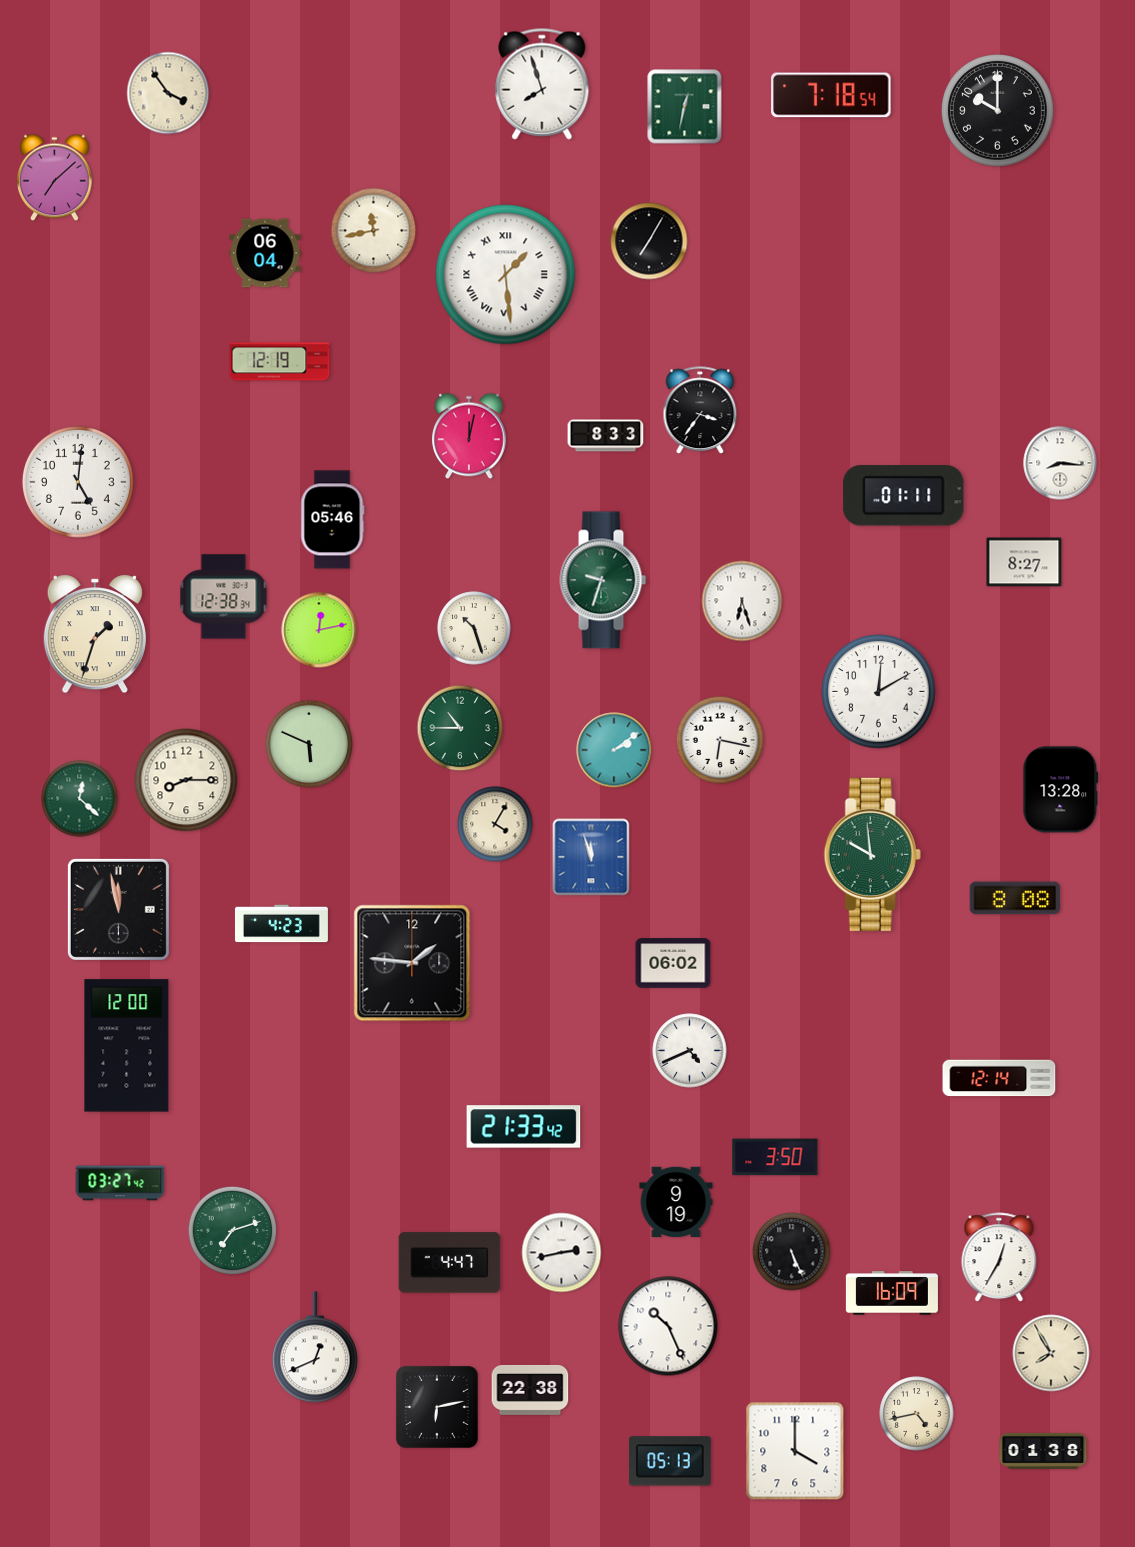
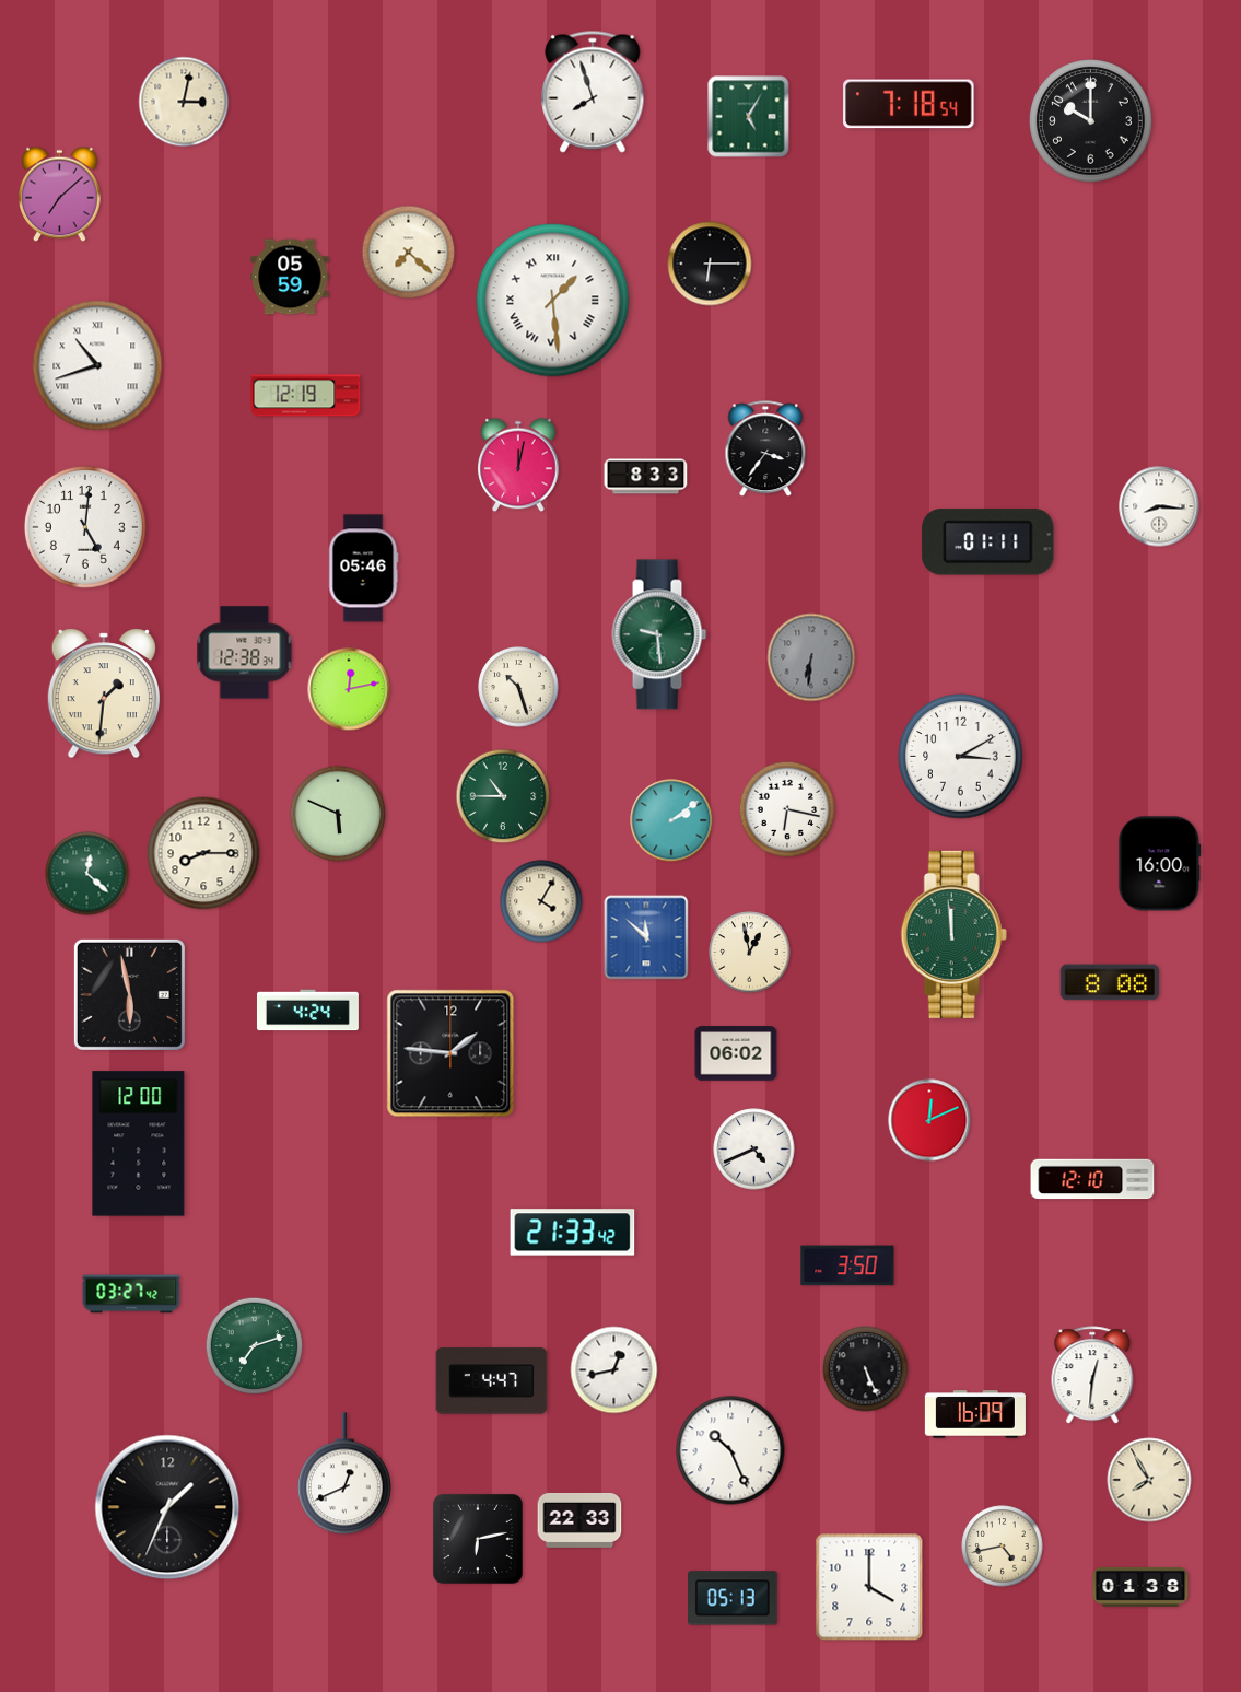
clock at (168, 93): 3:54 -> 3:02
clock at (685, 107): 12:32 -> 5:05
clock at (374, 231): 11:43 -> 7:22
clock at (649, 241): 7:05 -> 6:15
clock at (265, 253): 06:04 -> 05:59
clock at (97, 365): none -> 10:42
clock at (469, 436) position: (469, 436) -> (518, 465)
clock at (606, 436) position: (606, 436) -> (646, 477)
clock at (1024, 562): 8:27 -> none
clock at (603, 580): 9:33 -> 9:29
clock at (742, 601): 6:27 -> 6:31
clock at (742, 601) dial: white -> grey
clock at (95, 634): 1:33 -> 1:31
clock at (879, 692): 12:10 -> 3:10
clock at (1061, 790): 13:28 -> 16:00
clock at (872, 854): 9:59 -> 11:59
clock at (591, 857): 11:57 -> 11:52
clock at (750, 953): none -> 12:58
clock at (118, 909): 11:58 -> 5:58
clock at (281, 924): 4:23 -> 4:24
clock at (929, 1120): none -> 12:11
clock at (999, 1078): 12:14 -> 12:10
clock at (676, 1202): 9:19 -> none
clock at (562, 1253): 2:43 -> 12:43
clock at (999, 1258): 12:35 -> 12:31
clock at (167, 1507): none -> 1:34
clock at (530, 1390): 22:38 -> 22:33
